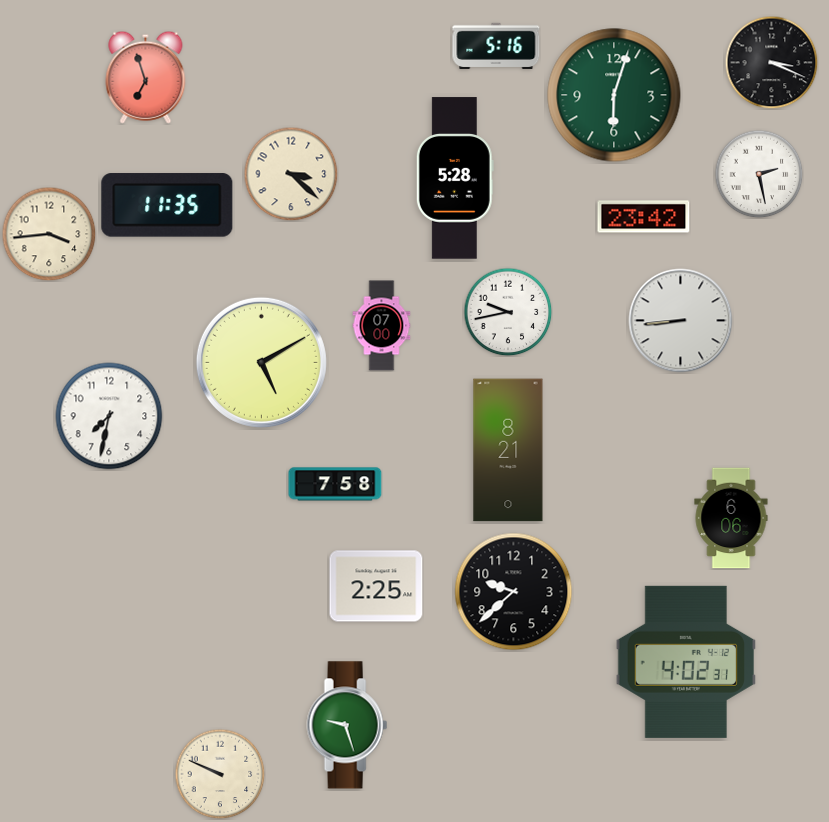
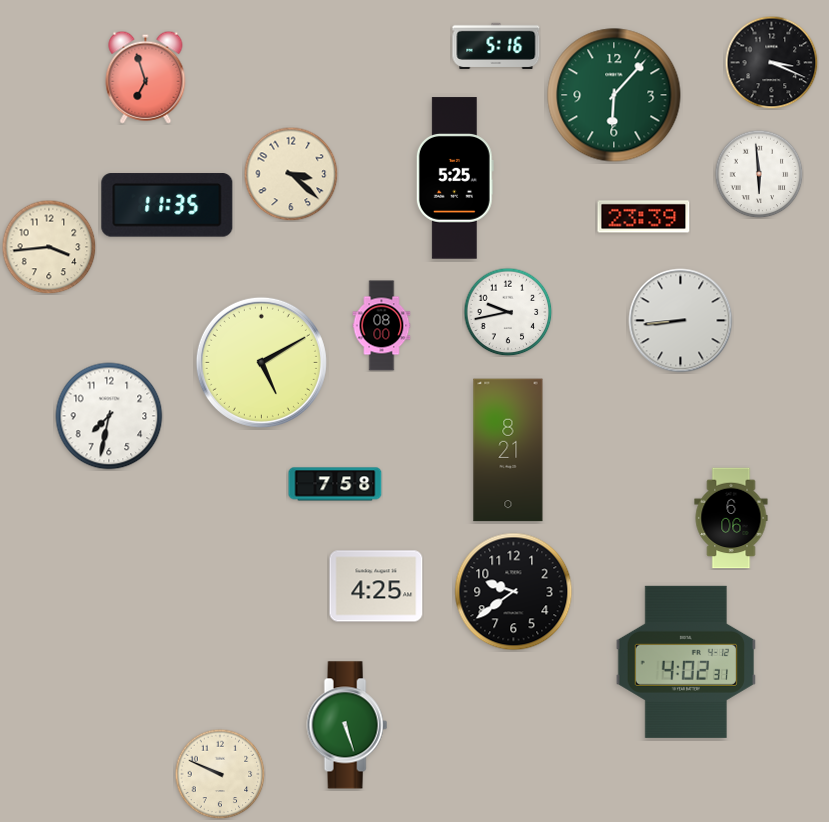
clock at (614, 95): 6:03 -> 6:07
clock at (759, 174): 2:28 -> 5:59
clock at (455, 178): 5:28 -> 5:25
clock at (644, 217): 23:42 -> 23:39
clock at (49, 234) position: (49, 234) -> (49, 247)
clock at (382, 326): 07:00 -> 08:00
clock at (376, 586): 2:25 -> 4:25
clock at (514, 592): 9:38 -> 9:39
clock at (347, 725): 9:27 -> 5:27
